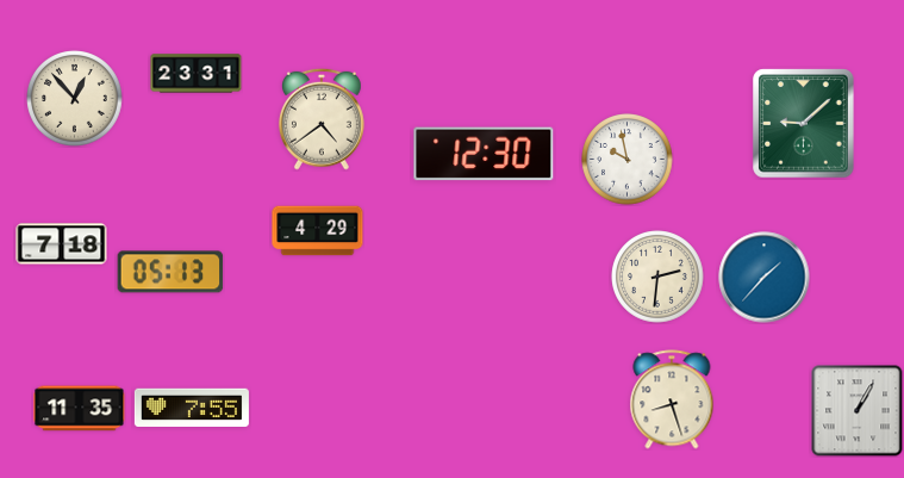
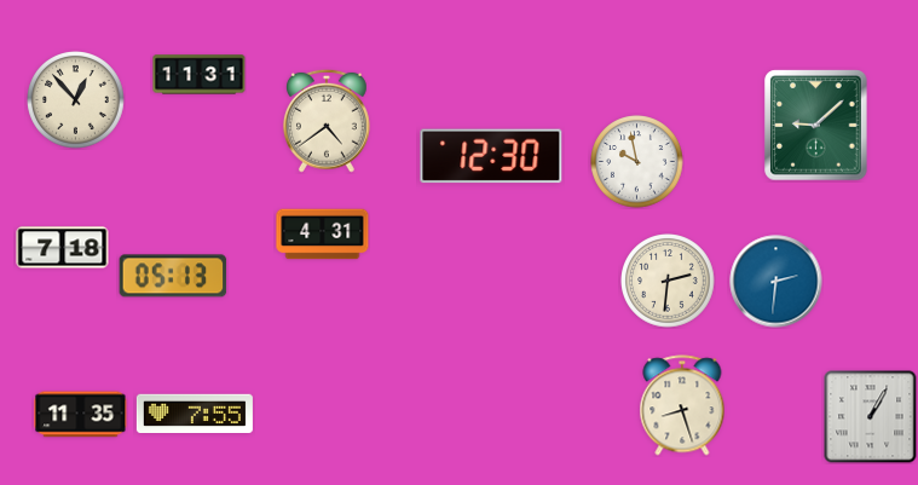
clock at (197, 74): 23:31 -> 11:31
clock at (318, 231): 4:29 -> 4:31
clock at (765, 278): 1:37 -> 2:31
